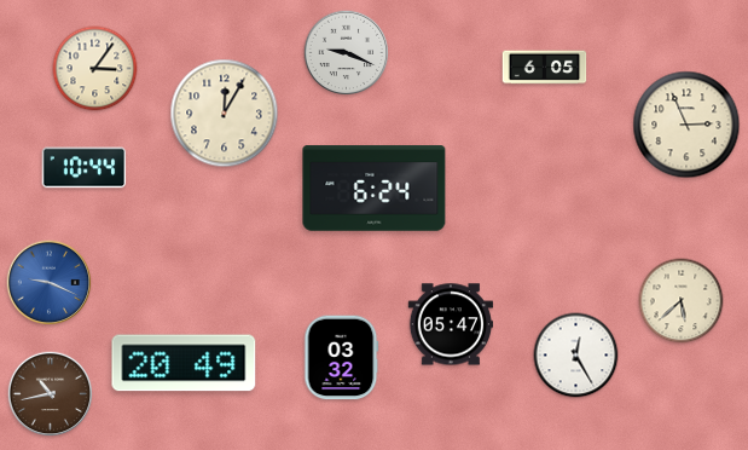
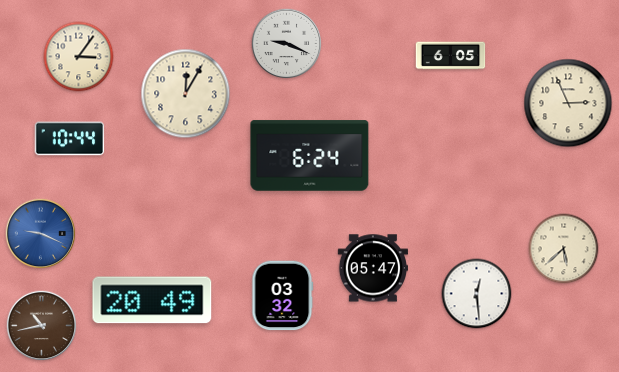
clock at (576, 356): 12:25 -> 12:29
